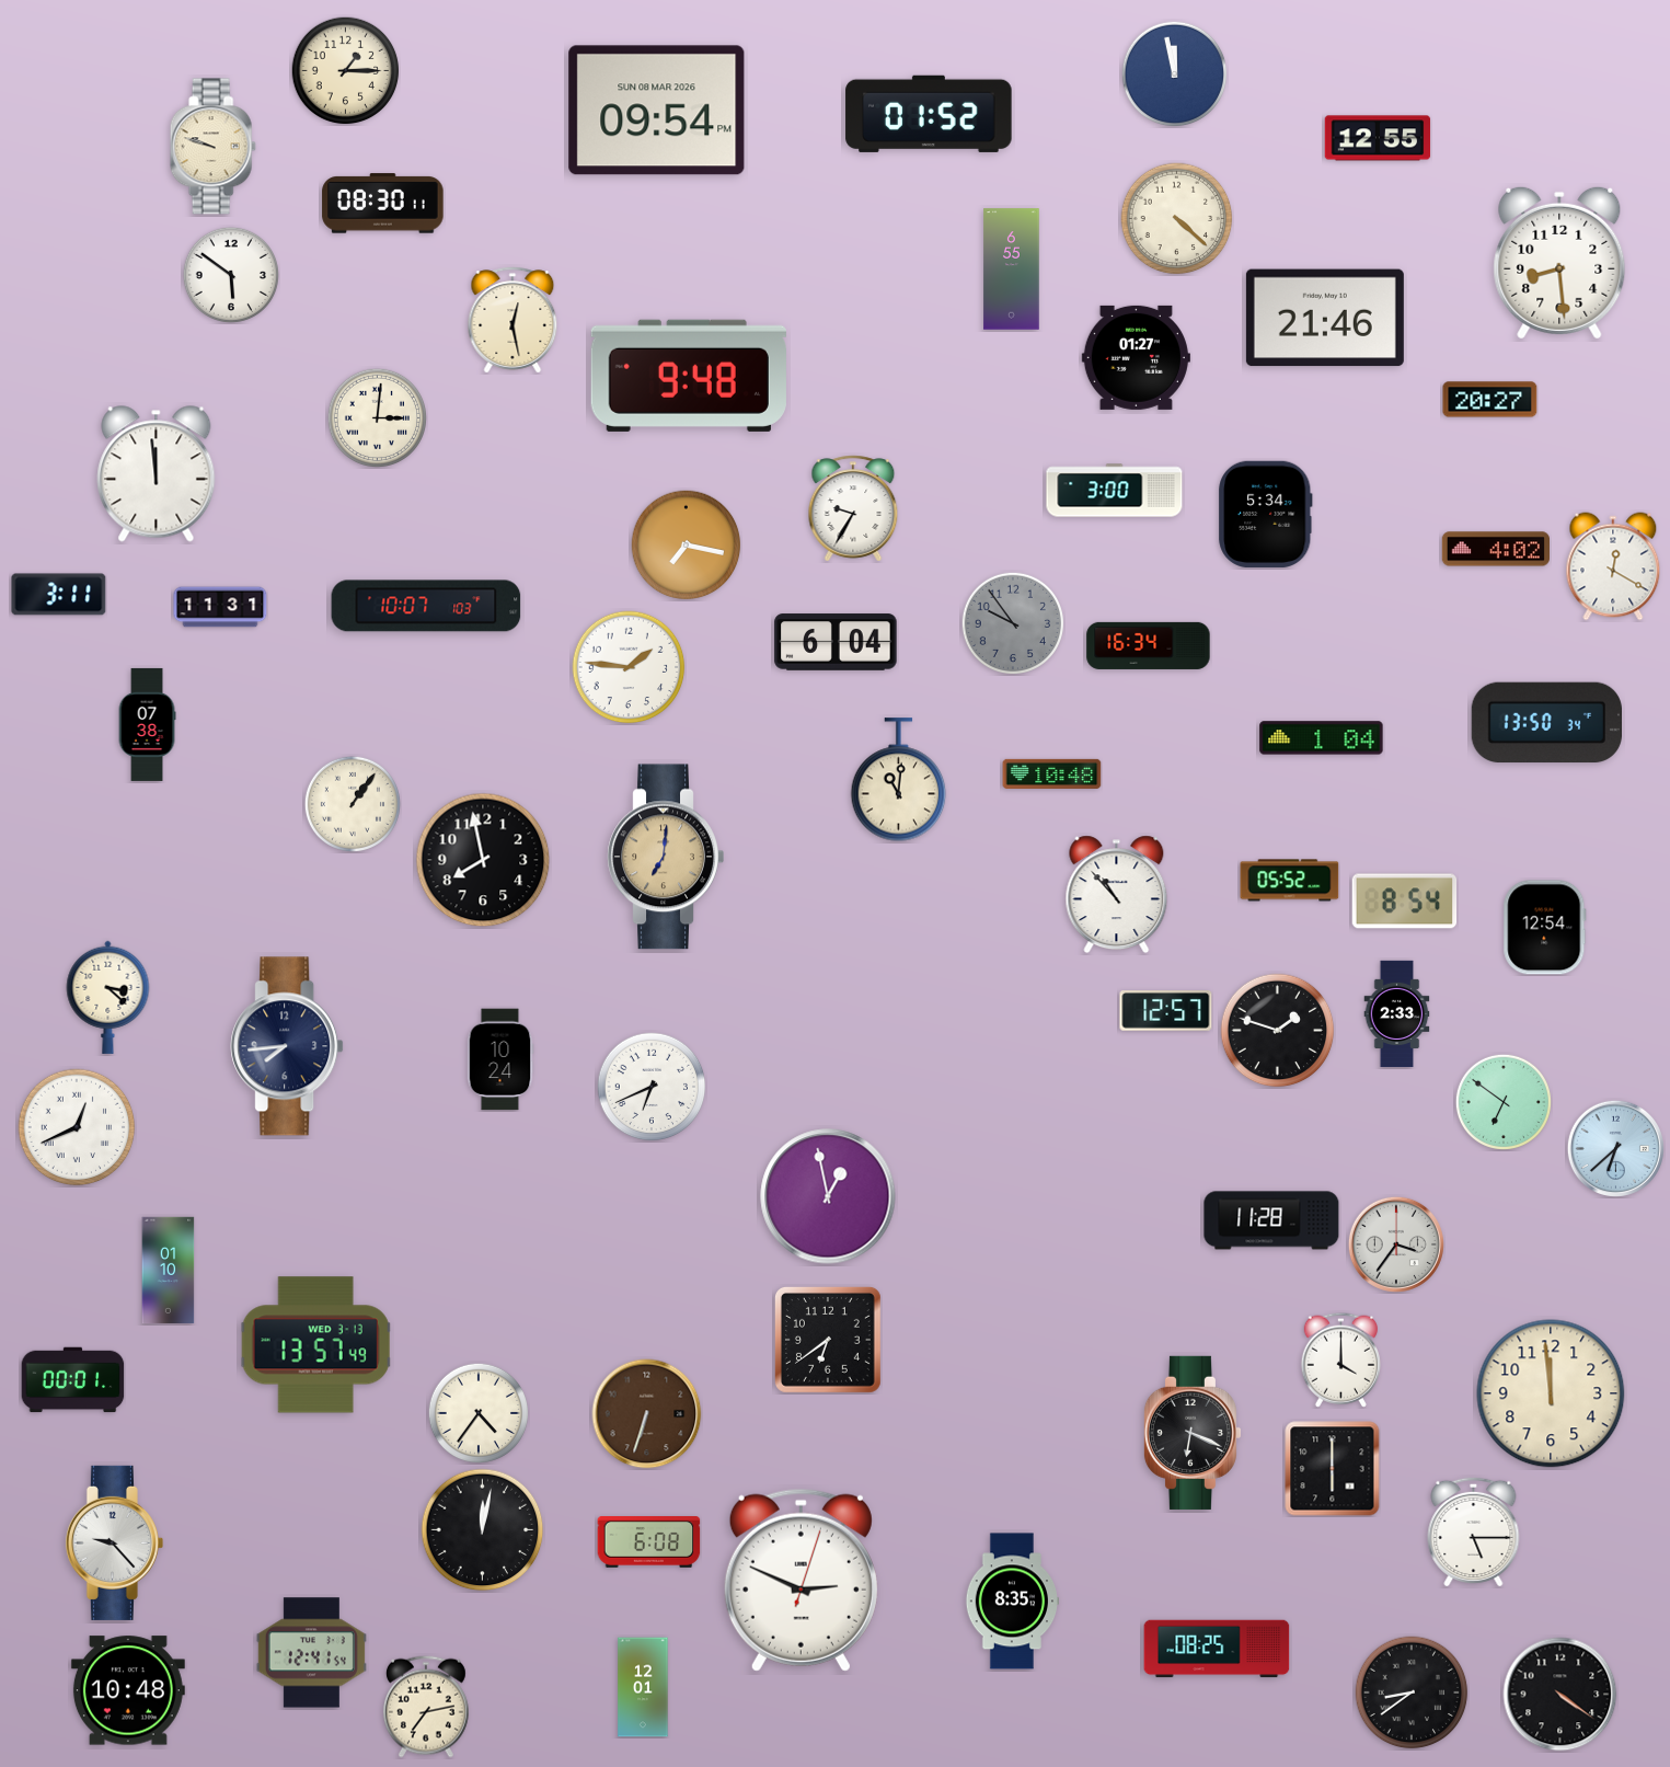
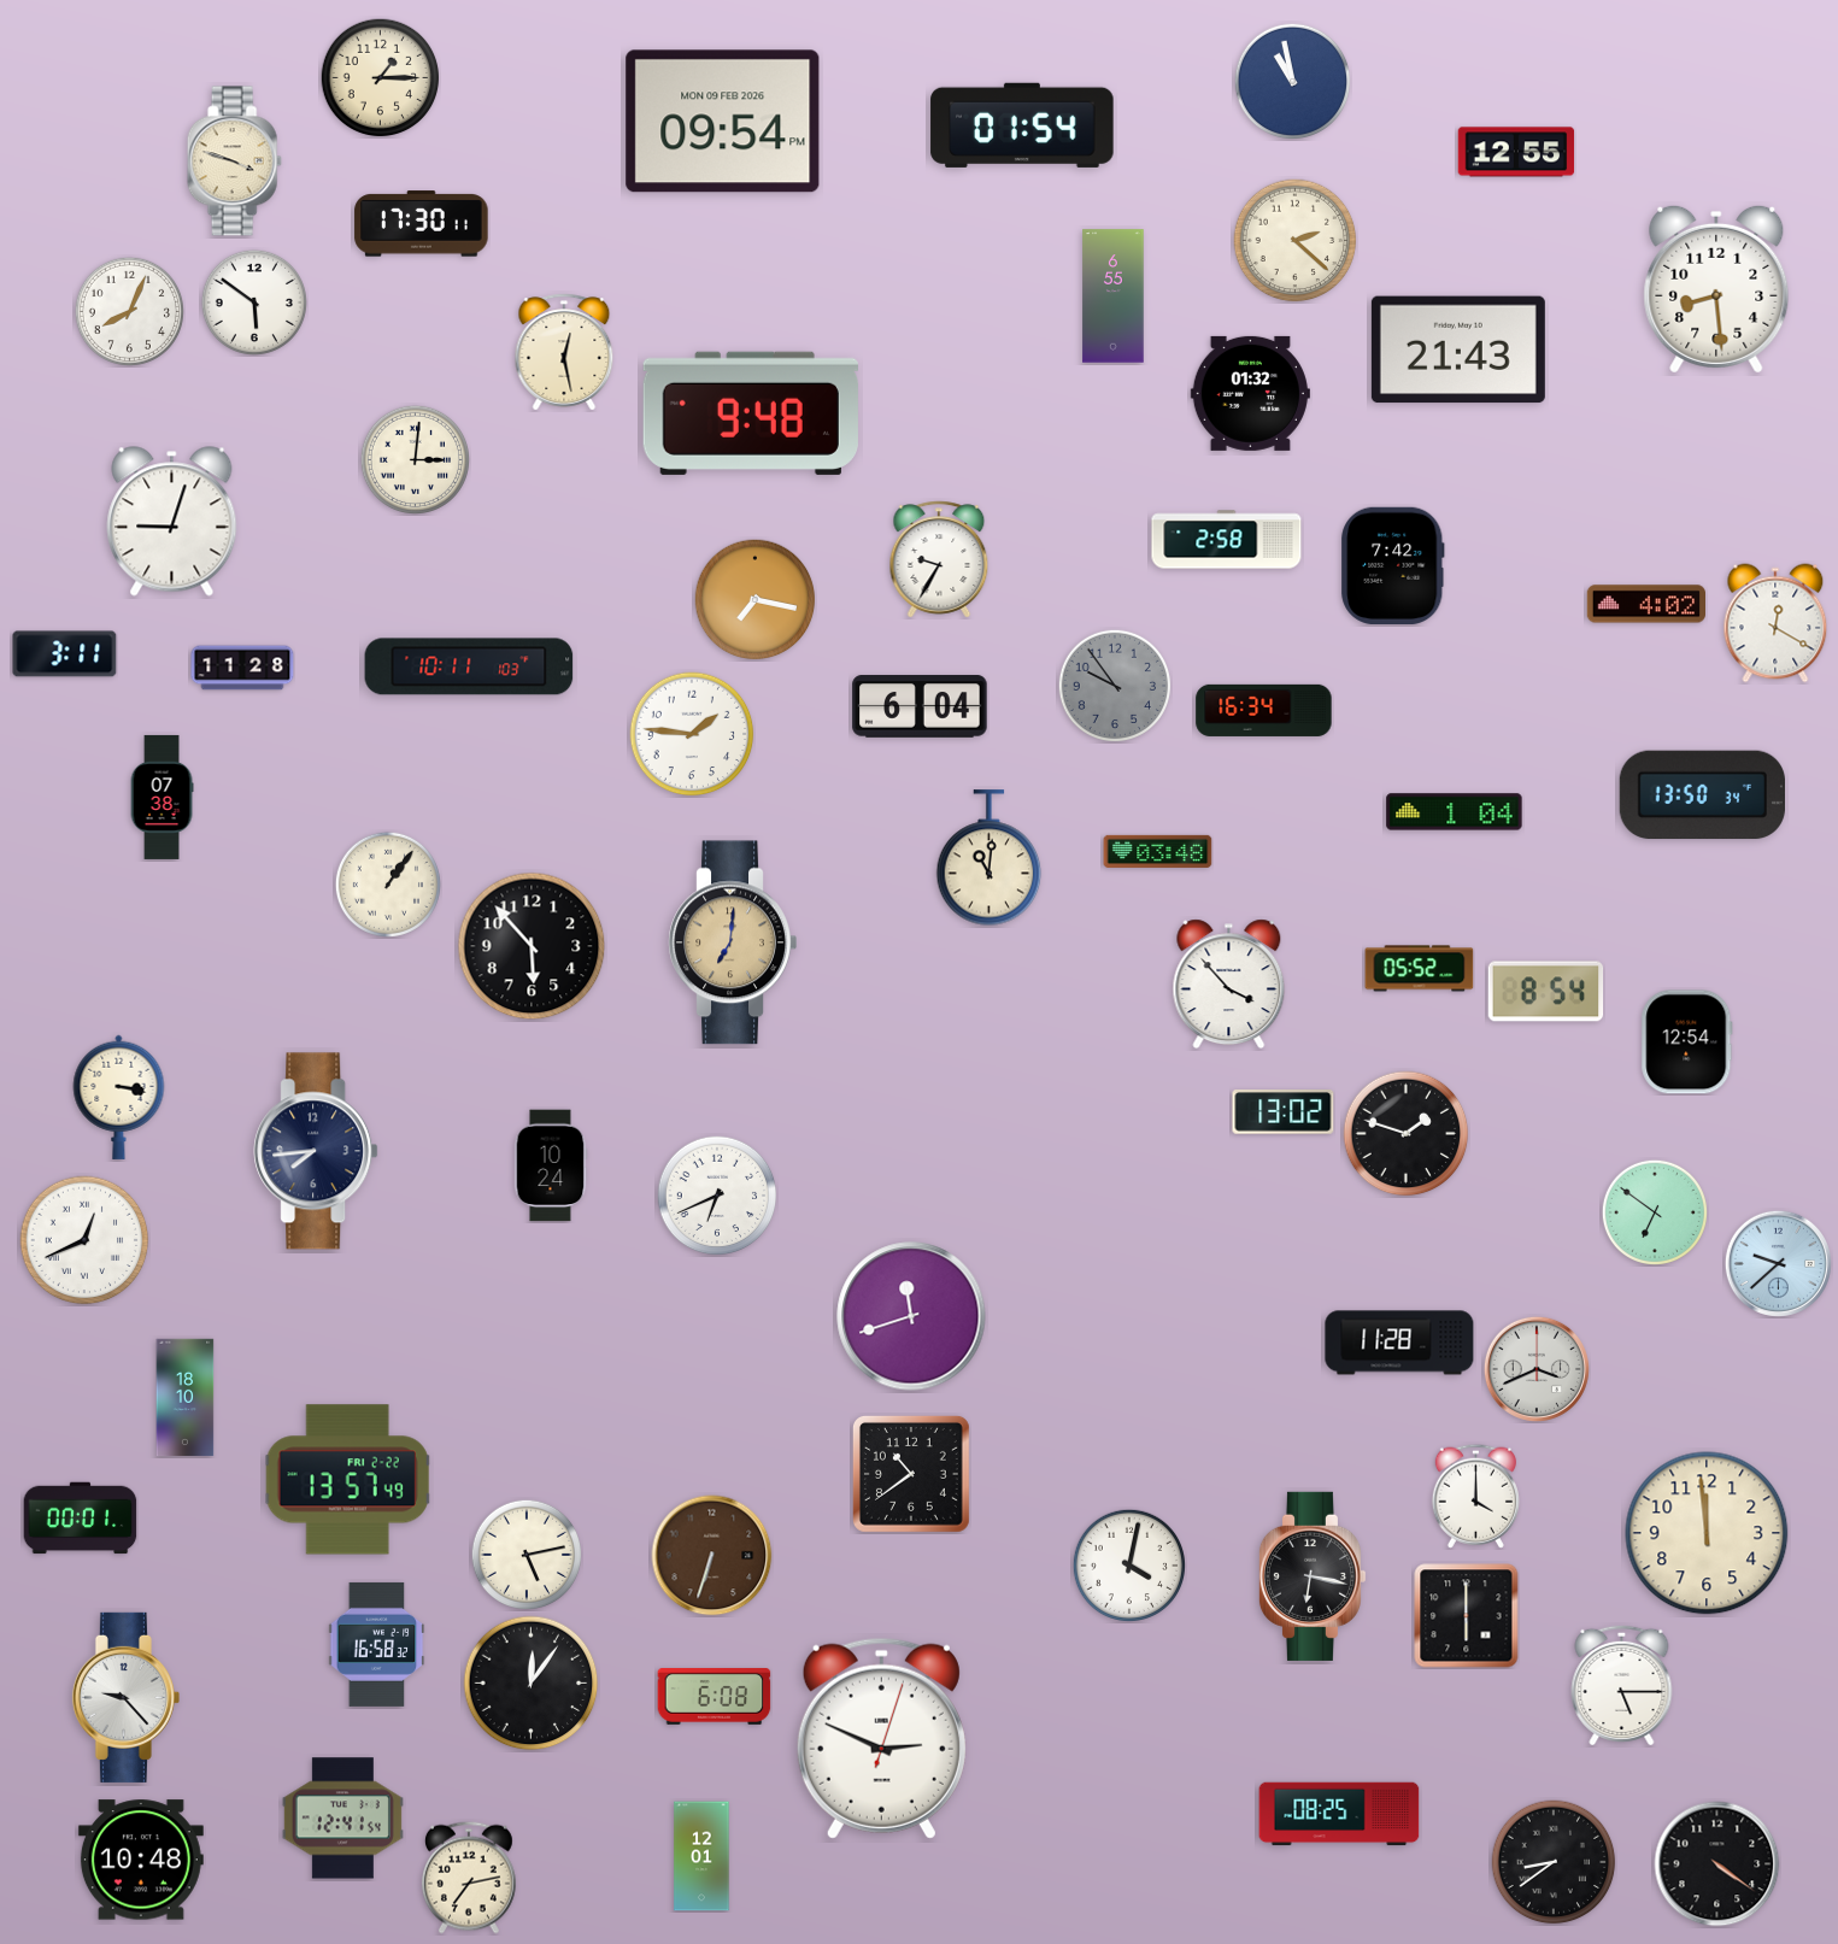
clock at (1174, 73): 11:58 -> 10:58
clock at (657, 111) date: SUN 08 MAR 2026 -> MON 09 FEB 2026
clock at (929, 114): 01:52 -> 01:54
clock at (212, 147): 9:48 -> 3:48
clock at (383, 204): 08:30 -> 17:30
clock at (1177, 219): 4:22 -> 2:22
clock at (129, 311): none -> 8:04
clock at (1325, 318): 21:46 -> 21:43
clock at (1136, 357): 01:27 -> 01:32
clock at (689, 376) position: (689, 376) -> (751, 413)
clock at (1490, 400): 20:27 -> none
clock at (157, 474): 11:59 -> 9:03
clock at (1115, 491): 3:00 -> 2:58
clock at (1266, 514): 5:34 -> 7:42
clock at (426, 606): 10:07 -> 10:11
clock at (220, 607): 11:31 -> 11:28
clock at (1052, 773): 10:48 -> 03:48
clock at (483, 860): 7:58 -> 5:53
clock at (1117, 895): 10:53 -> 3:53
clock at (1545, 928) position: (1545, 928) -> (1687, 1043)
clock at (108, 997): 3:22 -> 3:17
clock at (1166, 1011): 12:57 -> 13:02
clock at (1397, 1014): 2:33 -> none
clock at (1615, 1148): 6:38 -> 9:38
clock at (828, 1196): 12:58 -> 11:42
clock at (1396, 1244): 3:36 -> 3:41
clock at (169, 1271): 01:10 -> 18:10
clock at (829, 1341): 6:39 -> 10:39
clock at (316, 1345) date: WED 3-13 -> FRI 2-22
clock at (477, 1412): 4:36 -> 5:13
clock at (1128, 1564): none -> 4:02
clock at (1191, 1433): 6:19 -> 6:17
clock at (377, 1644): none -> 16:58
clock at (483, 1530): 12:02 -> 12:06
clock at (1011, 1602): 8:35 -> none
clock at (643, 1687) position: (643, 1687) -> (701, 1856)
